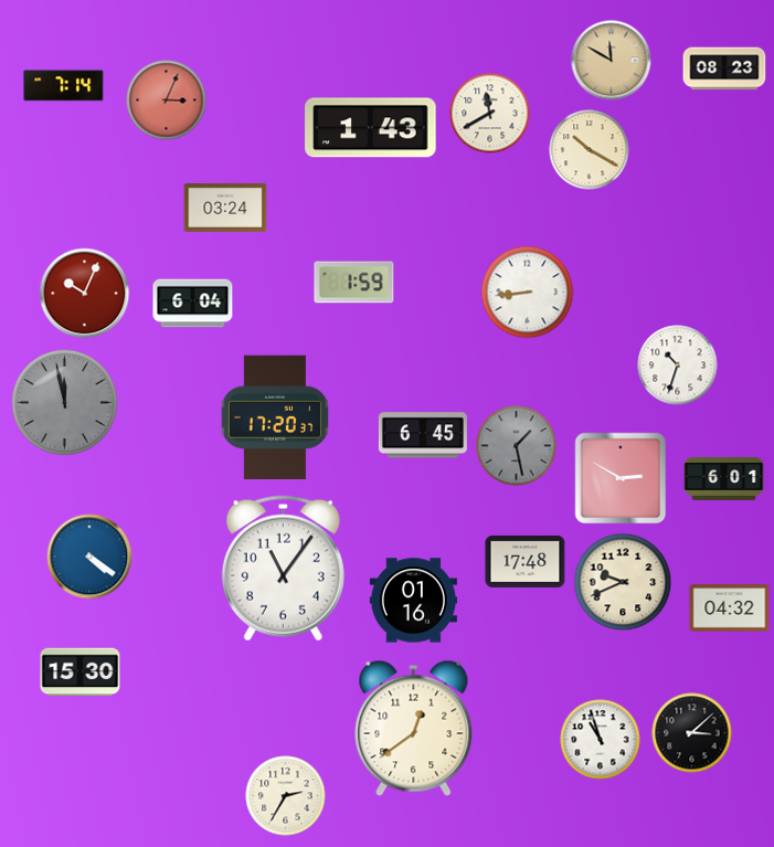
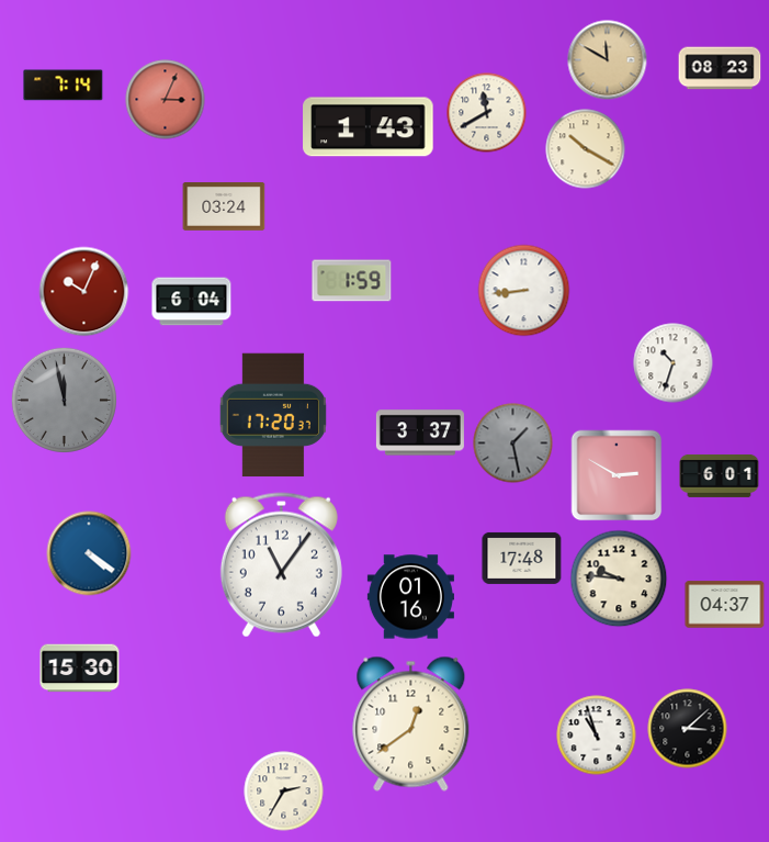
clock at (423, 435): 6:45 -> 3:37
clock at (623, 582): 9:41 -> 9:46
clock at (730, 608): 04:32 -> 04:37
